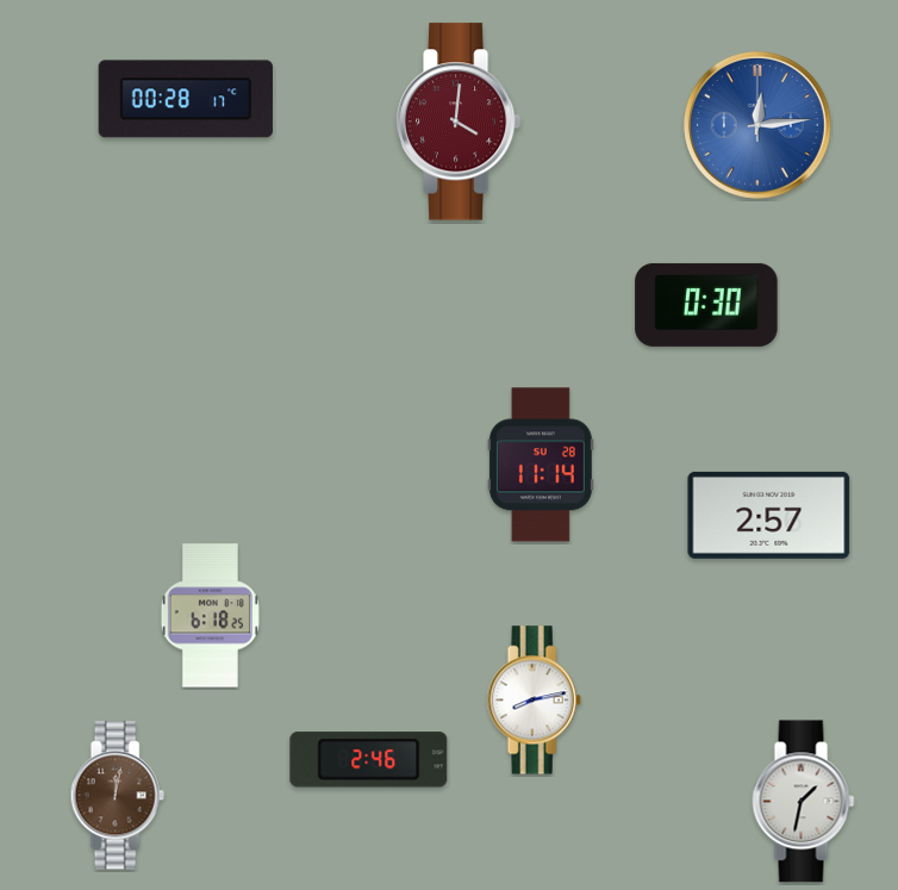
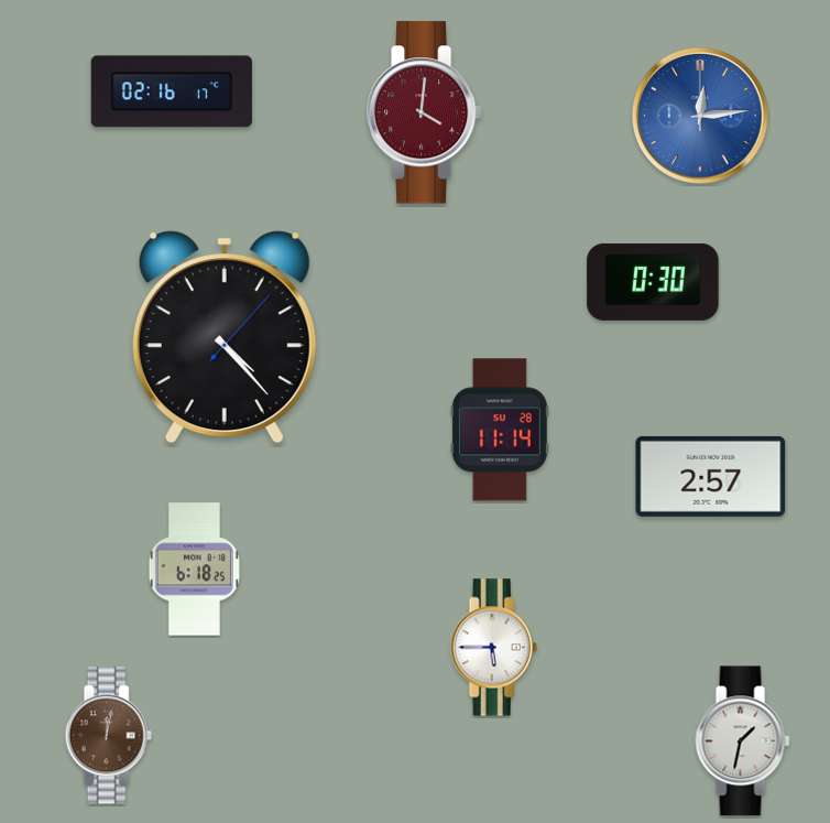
clock at (186, 99): 00:28 -> 02:16
clock at (225, 336): none -> 4:23
clock at (534, 701): 8:13 -> 5:45
clock at (369, 760): 2:46 -> none
